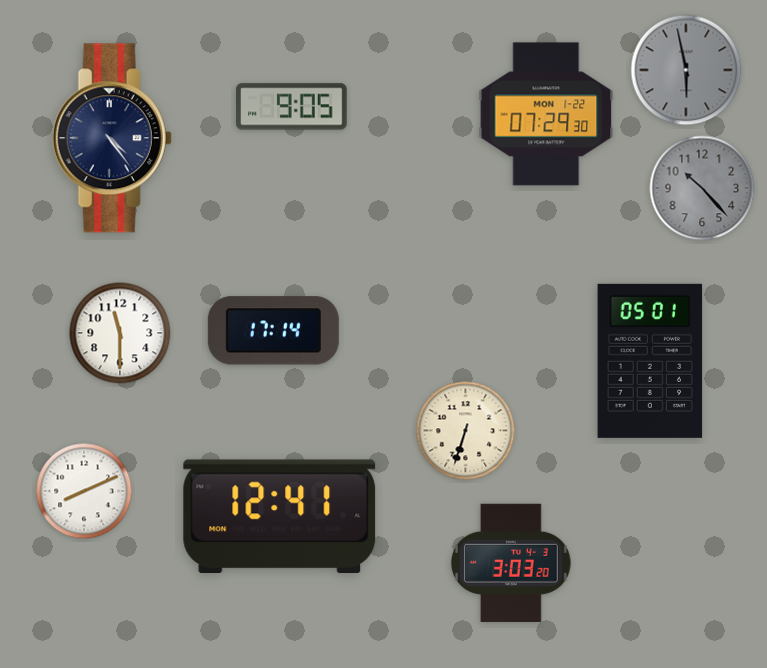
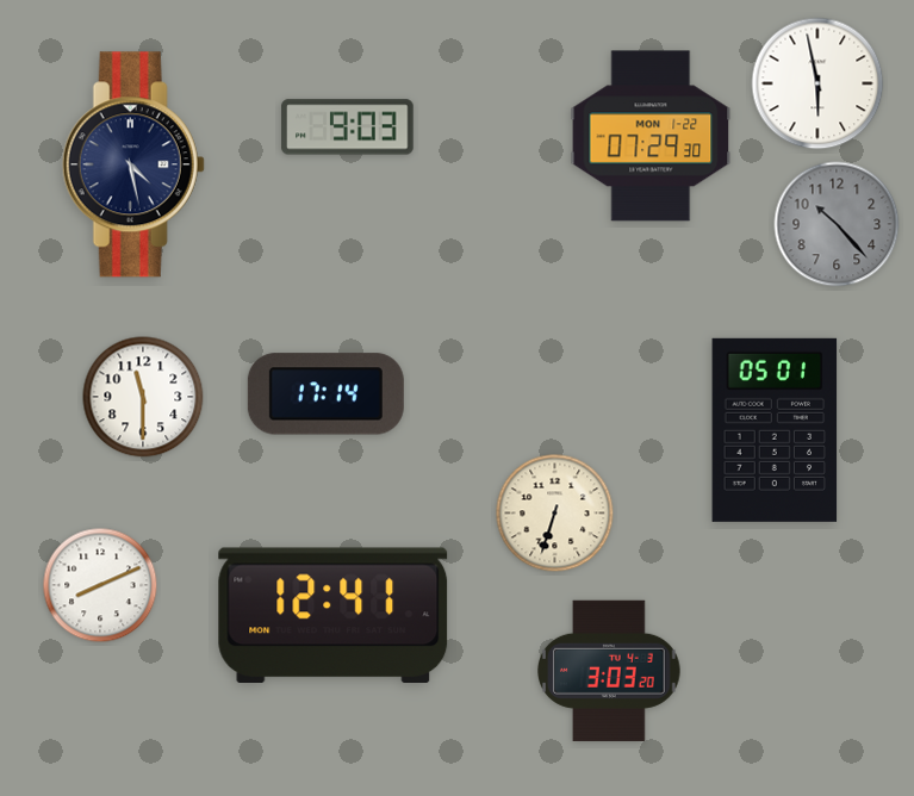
clock at (686, 70) dial: grey -> white
clock at (292, 107): 9:05 -> 9:03
clock at (112, 138): 4:24 -> 4:28
